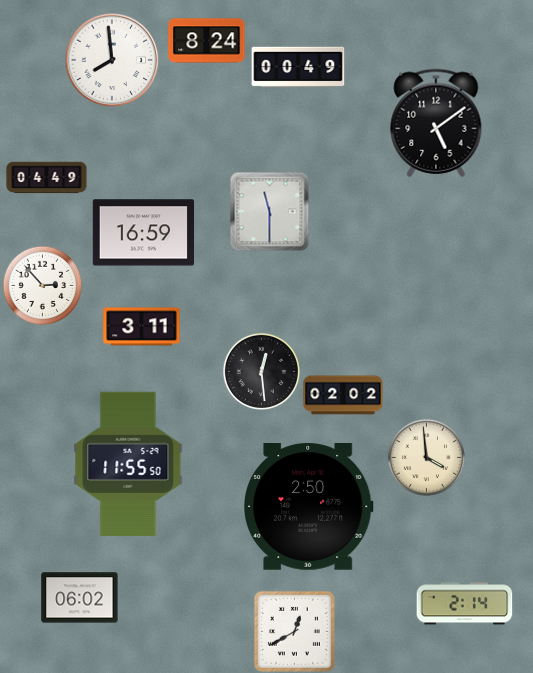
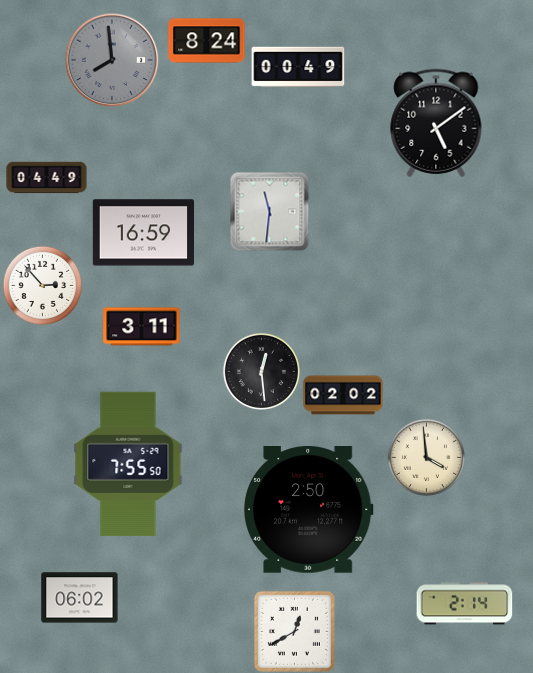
clock at (112, 60) dial: white -> grey
clock at (269, 211): 11:30 -> 11:31
clock at (128, 464): 11:55 -> 7:55
clock at (309, 507) position: (309, 507) -> (309, 510)
